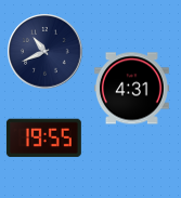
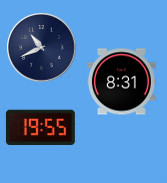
clock at (131, 89): 4:31 -> 8:31
